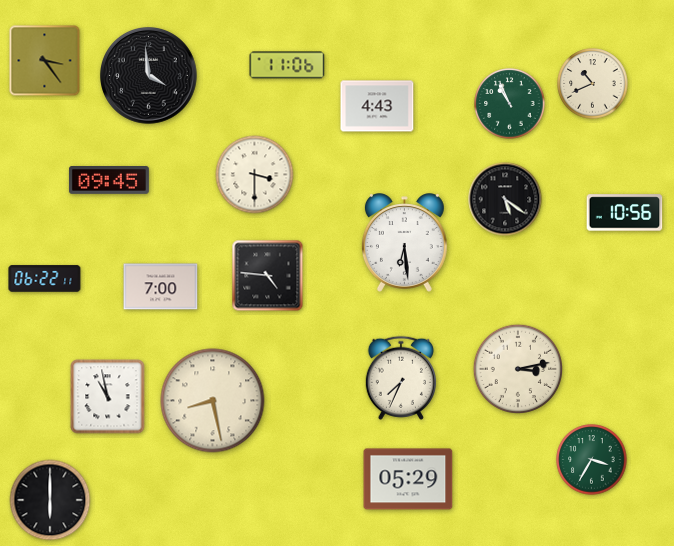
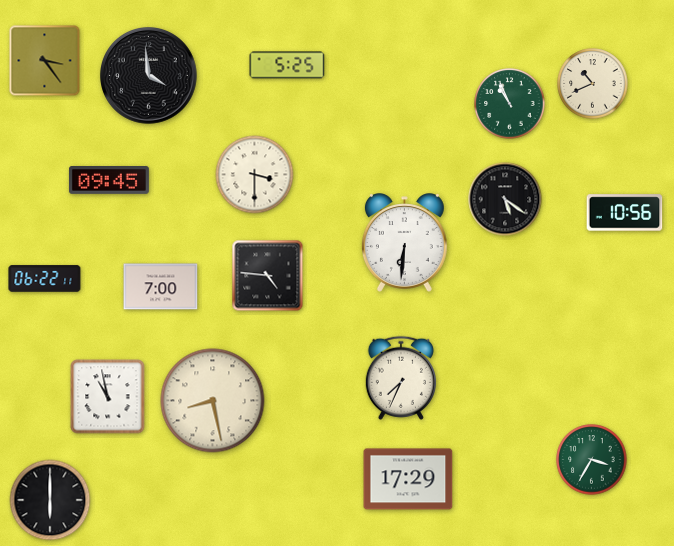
clock at (287, 65): 11:06 -> 5:25
clock at (377, 106): 4:43 -> none
clock at (404, 243): 6:29 -> 6:31
clock at (517, 368): 3:13 -> none
clock at (408, 479): 05:29 -> 17:29
